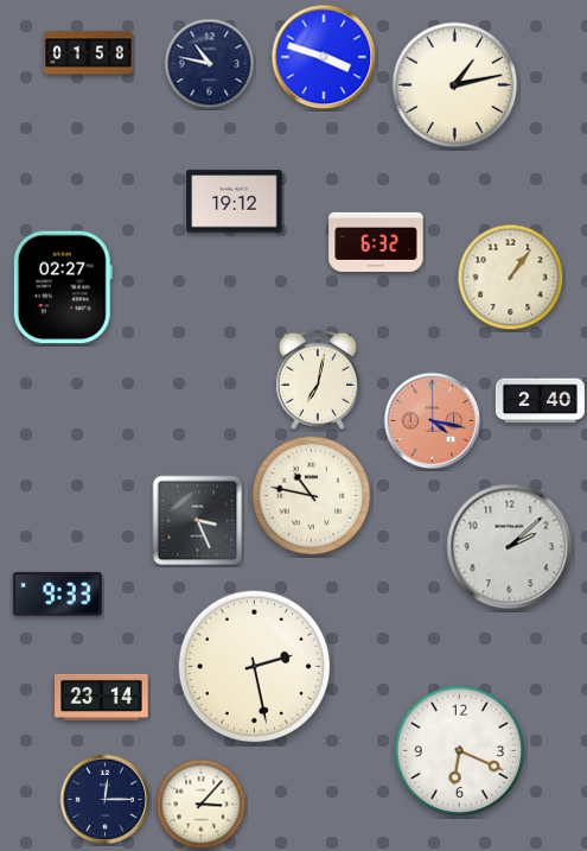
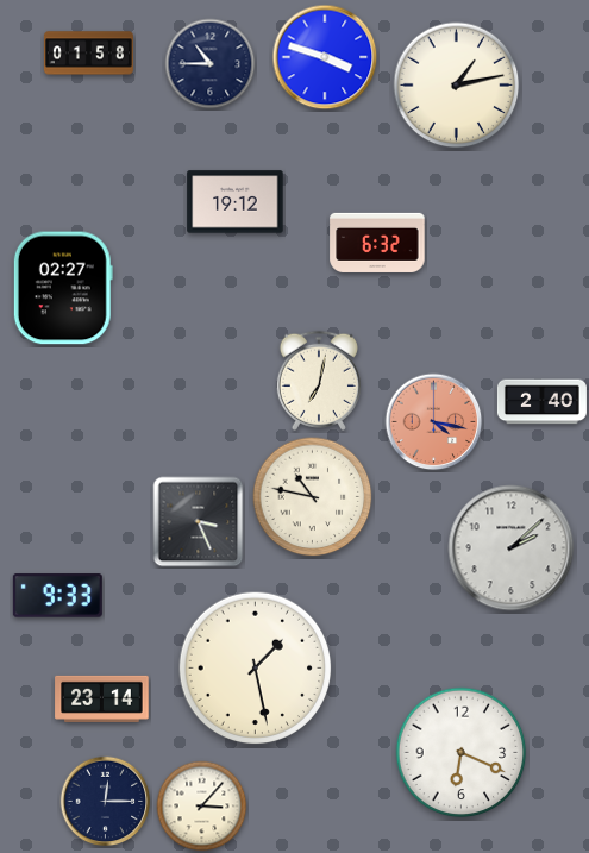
clock at (210, 64): 10:47 -> 10:45
clock at (511, 278): 1:06 -> none
clock at (255, 667): 2:28 -> 1:28
